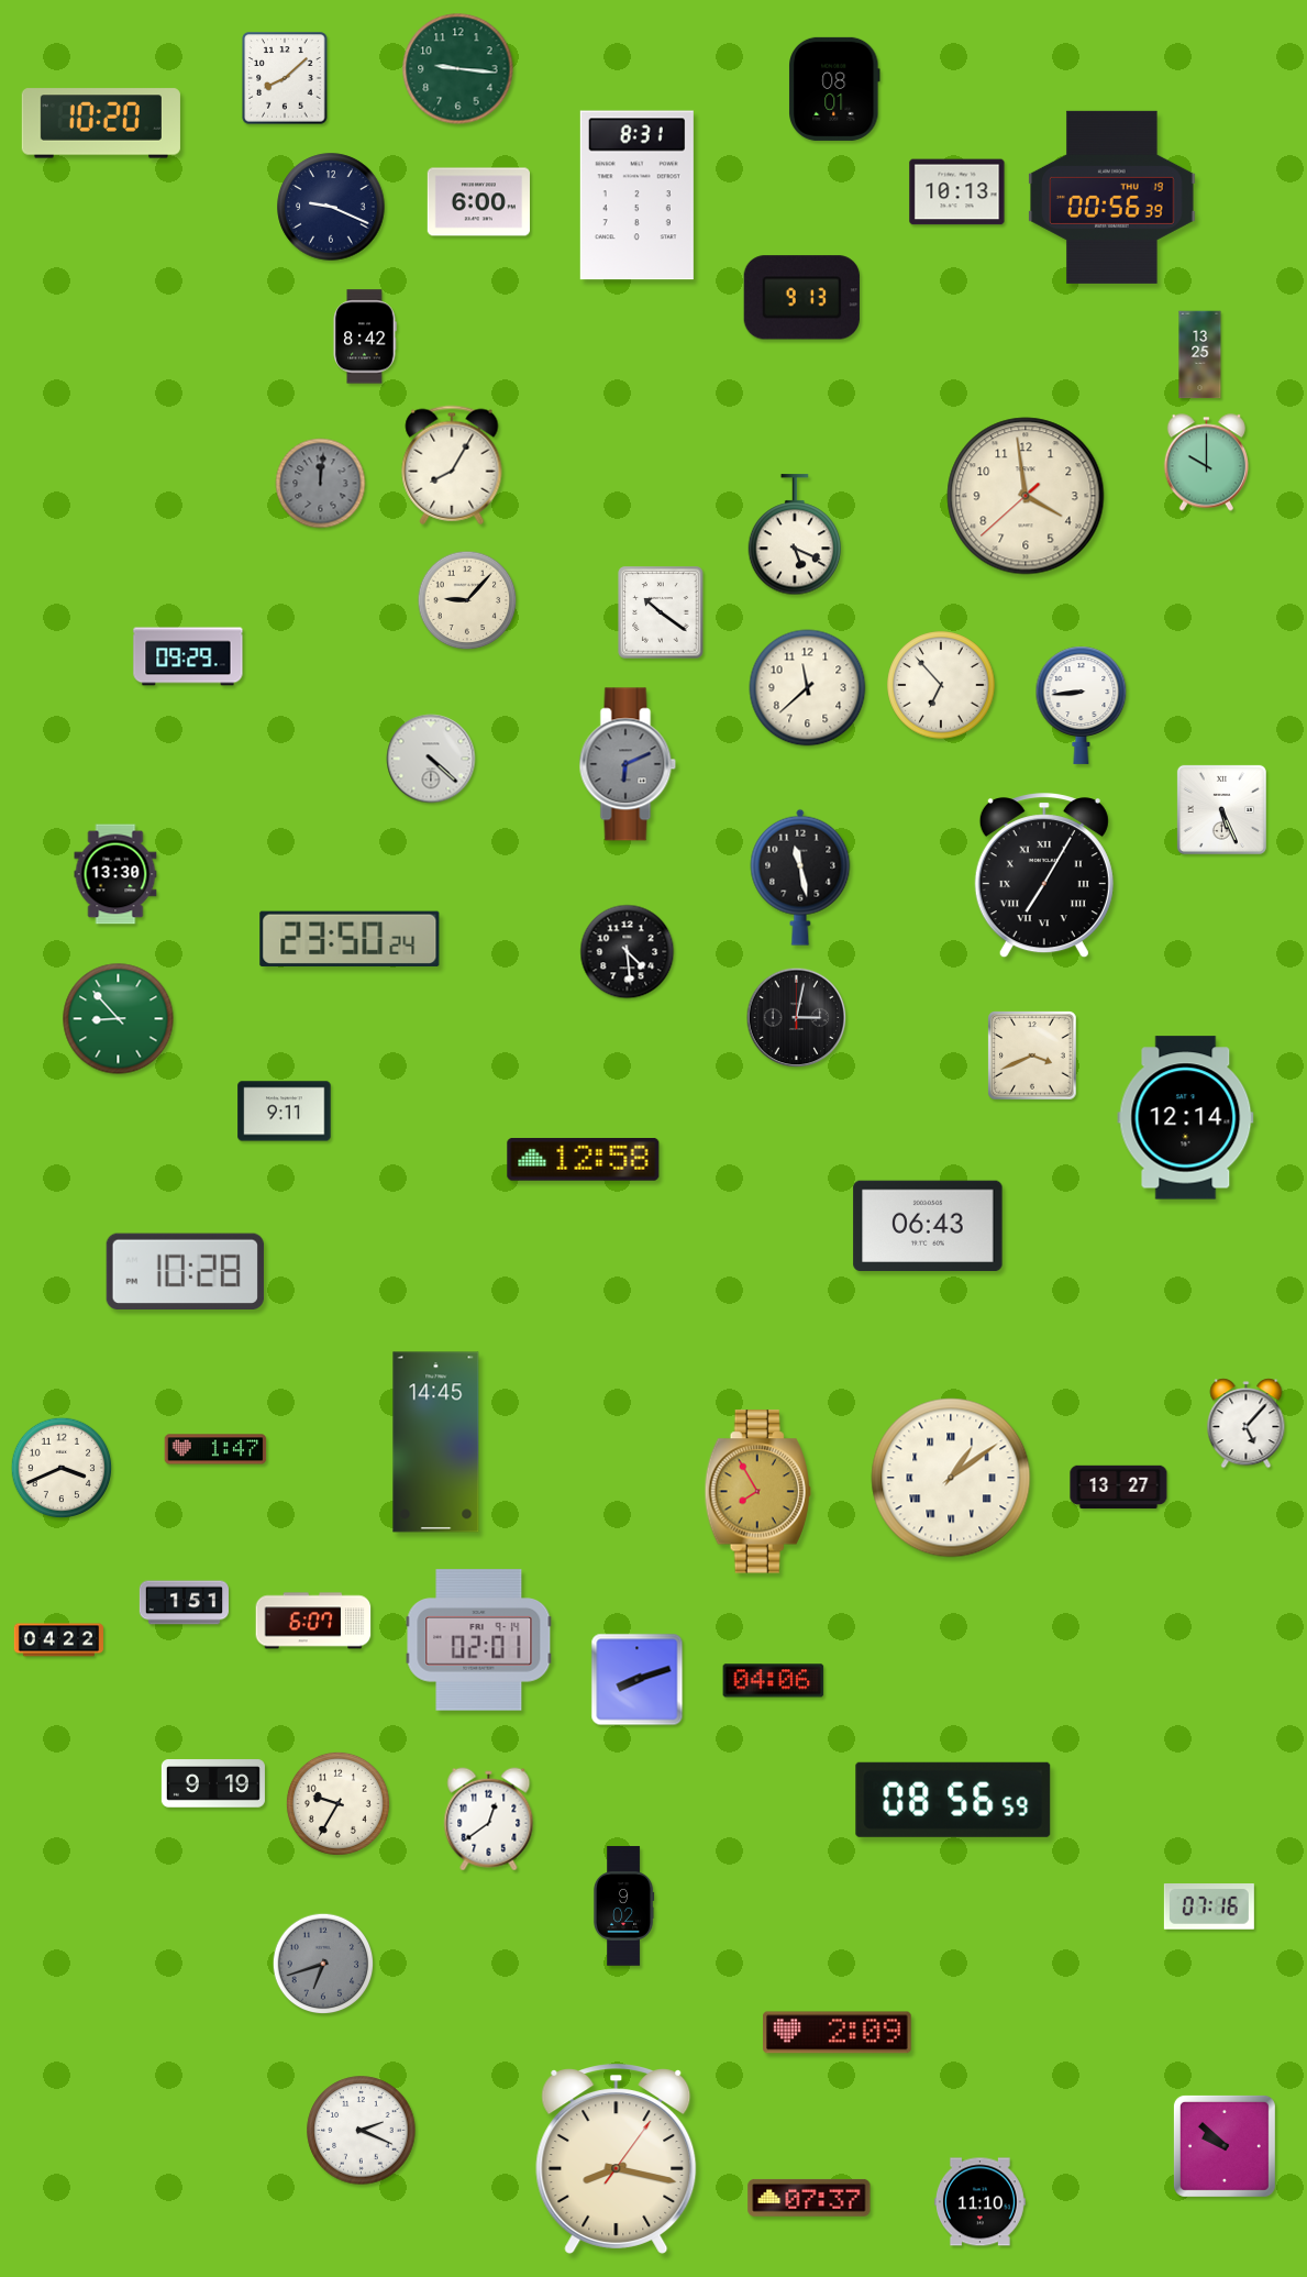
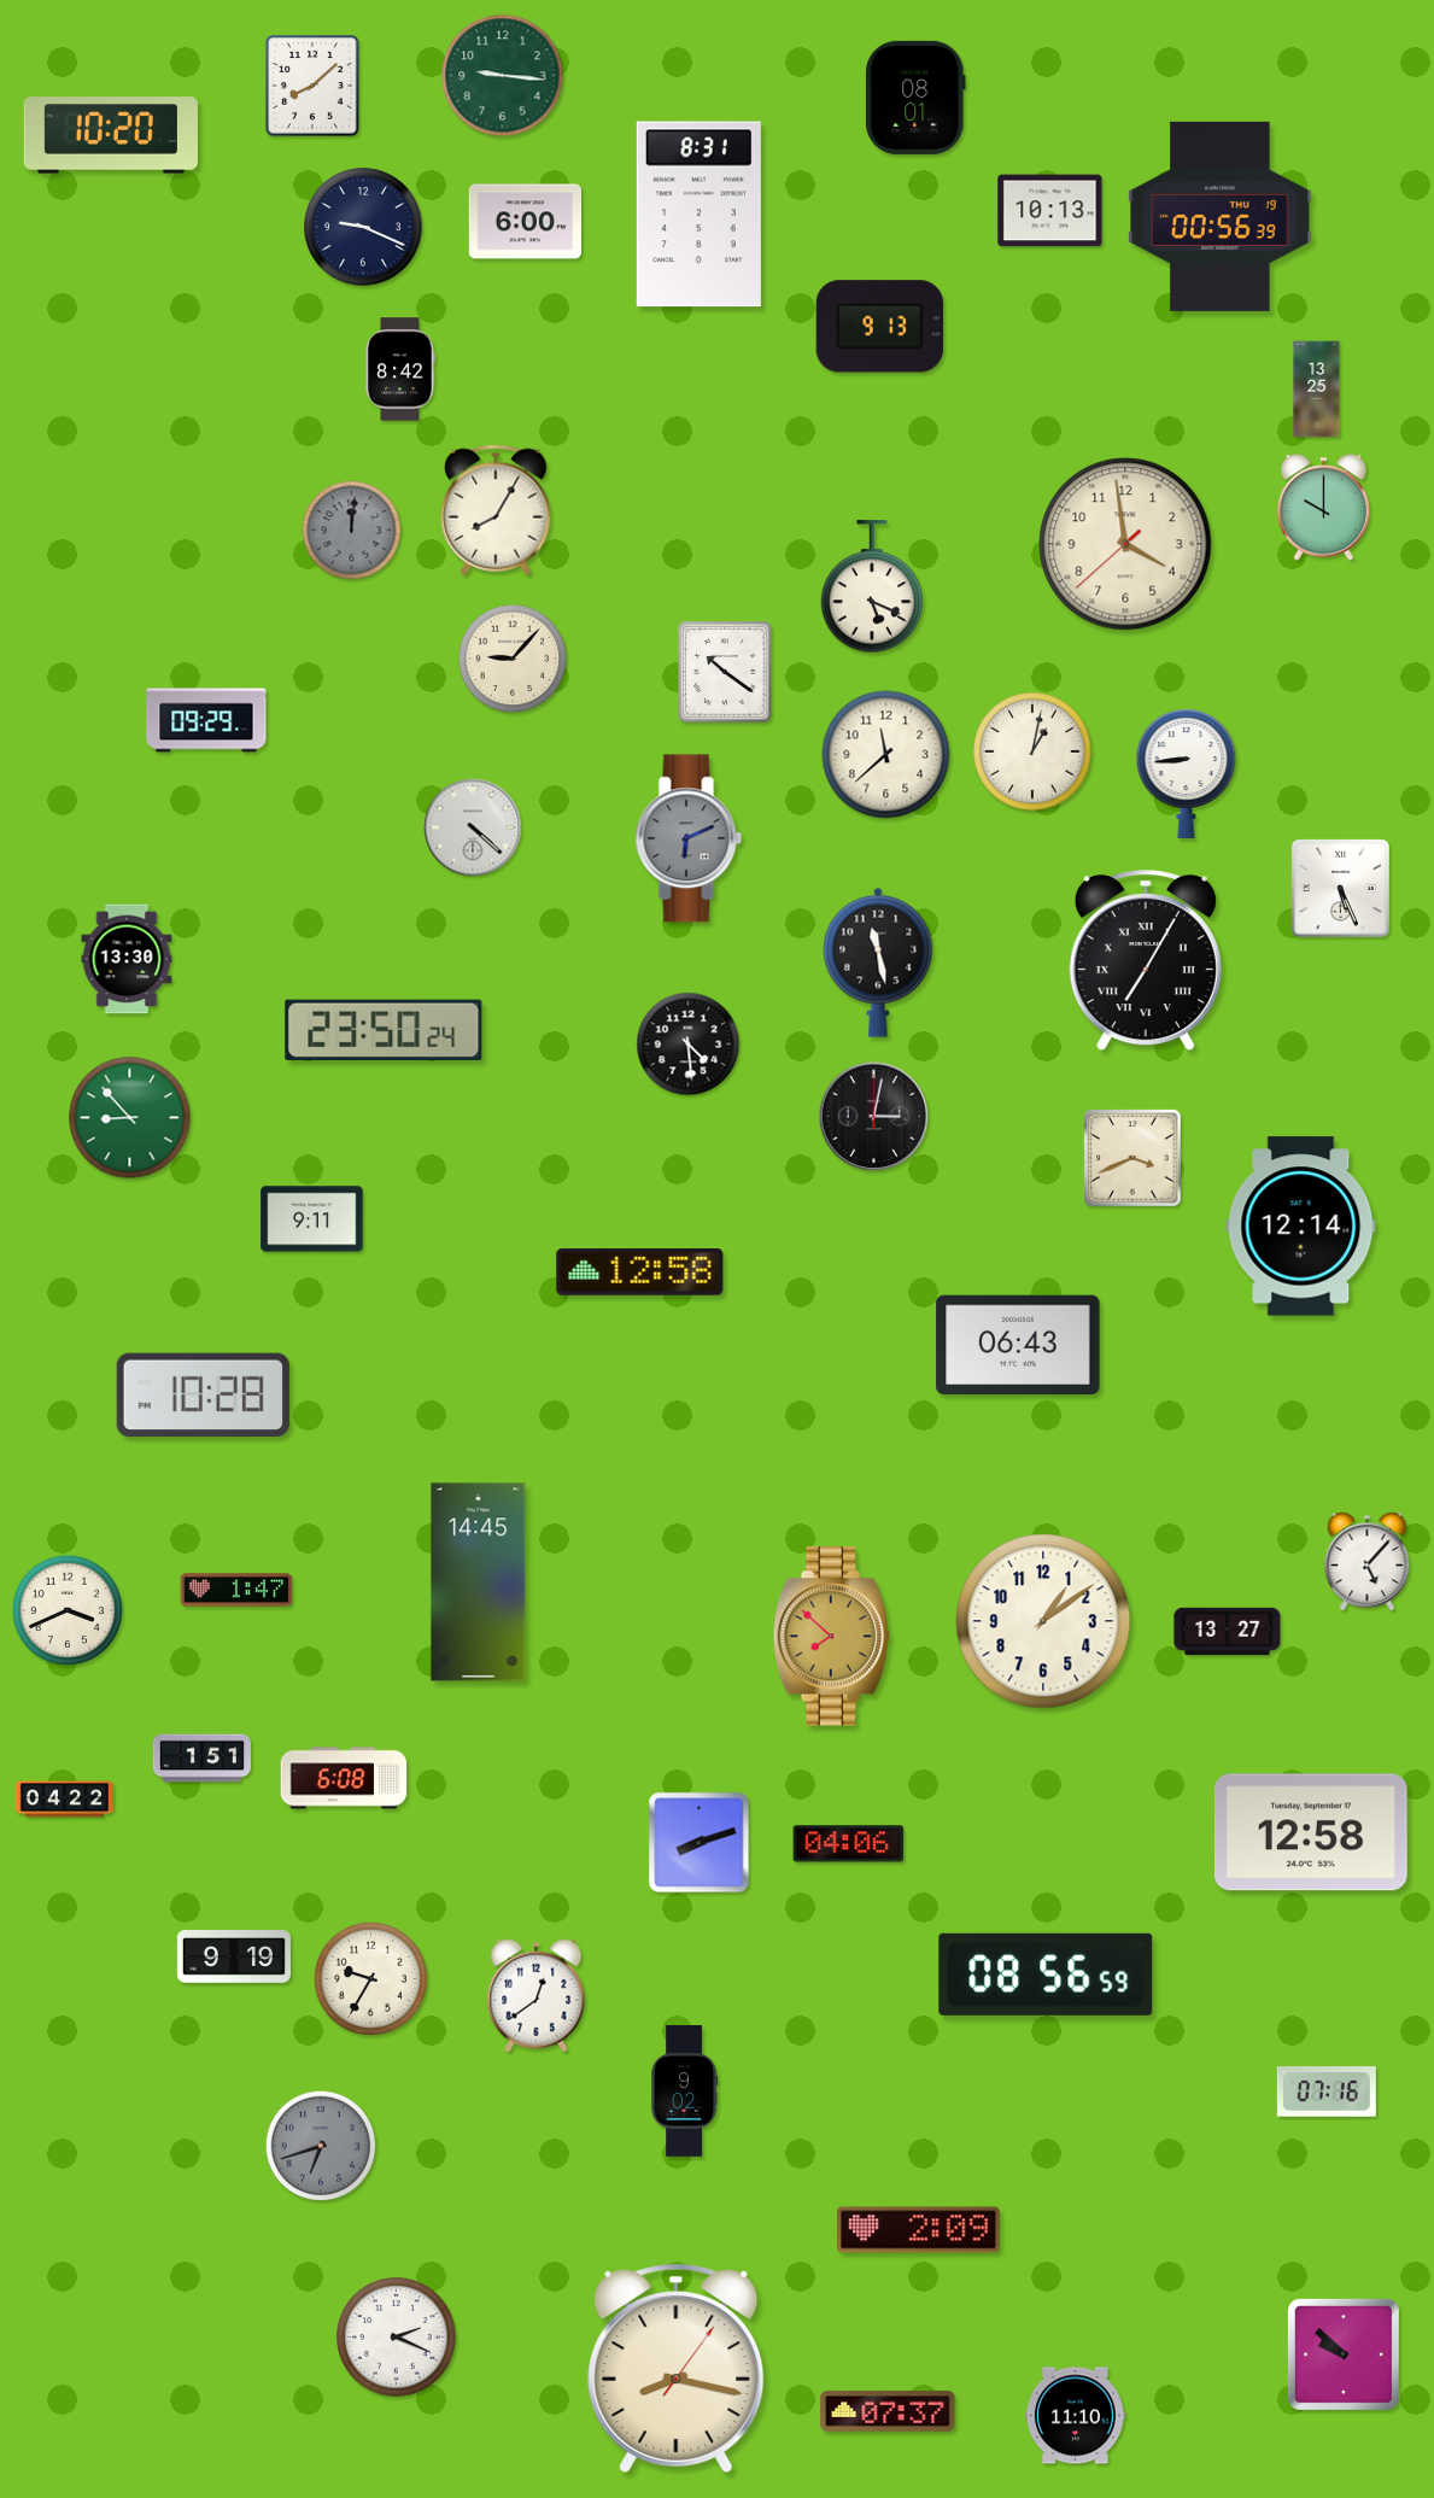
clock at (941, 685): 6:53 -> 1:02
clock at (431, 759) position: (431, 759) -> (473, 827)
clock at (951, 1478) numerals: Roman -> Arabic
clock at (757, 1492): 7:55 -> 7:52
clock at (313, 1621): 6:07 -> 6:08
clock at (479, 1640): 02:01 -> none
clock at (1311, 1832): none -> 12:58
clock at (323, 1964) position: (323, 1964) -> (321, 2146)
